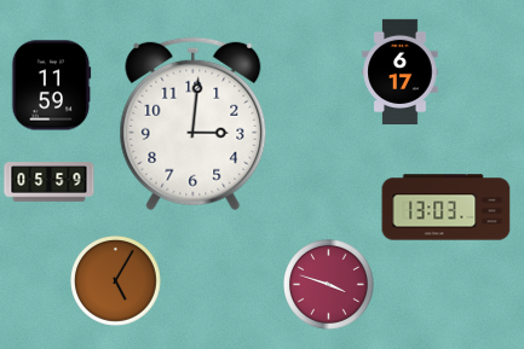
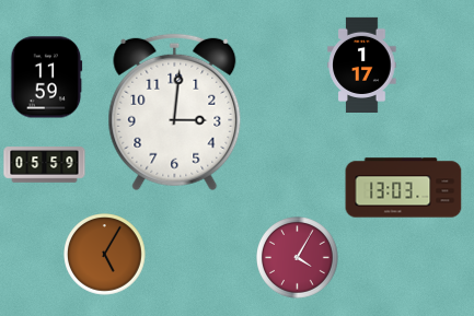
clock at (401, 71): 6:17 -> 1:17
clock at (329, 285): 3:48 -> 4:05
